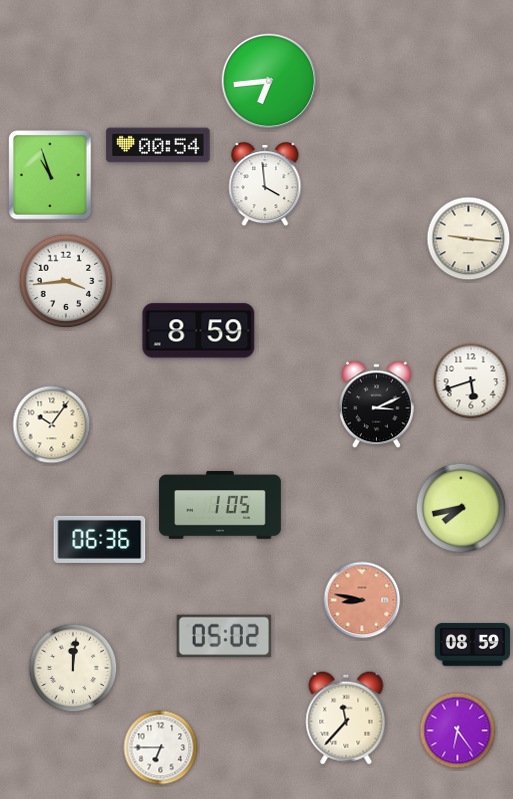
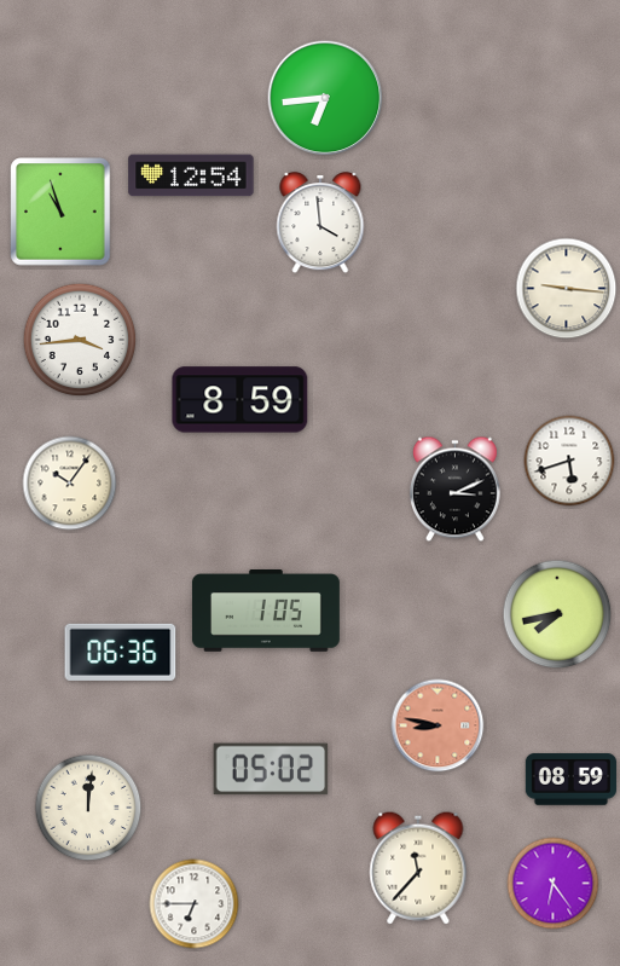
clock at (158, 145): 00:54 -> 12:54
clock at (52, 425) position: (52, 425) -> (70, 484)
